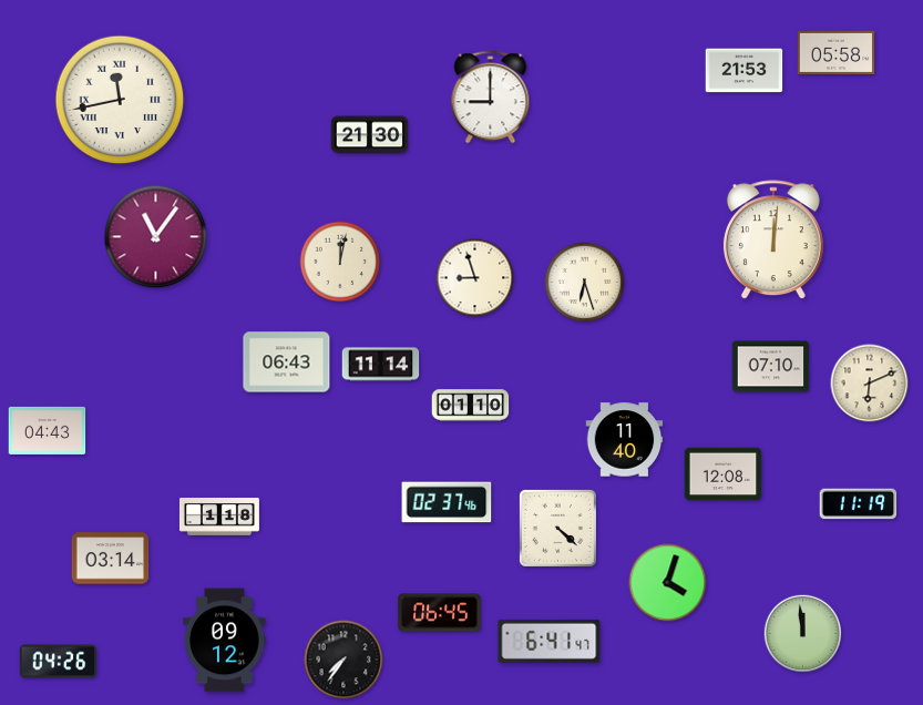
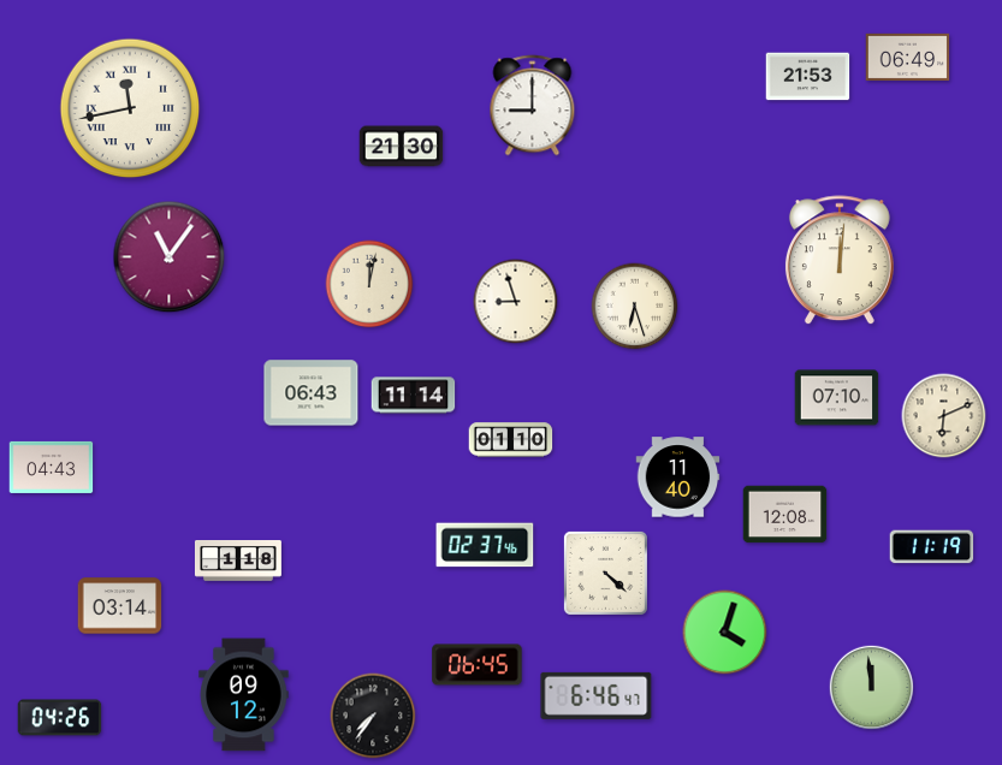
clock at (837, 52): 05:58 -> 06:49
clock at (550, 641): 6:41 -> 6:46
clock at (59, 662) position: (59, 662) -> (60, 718)
